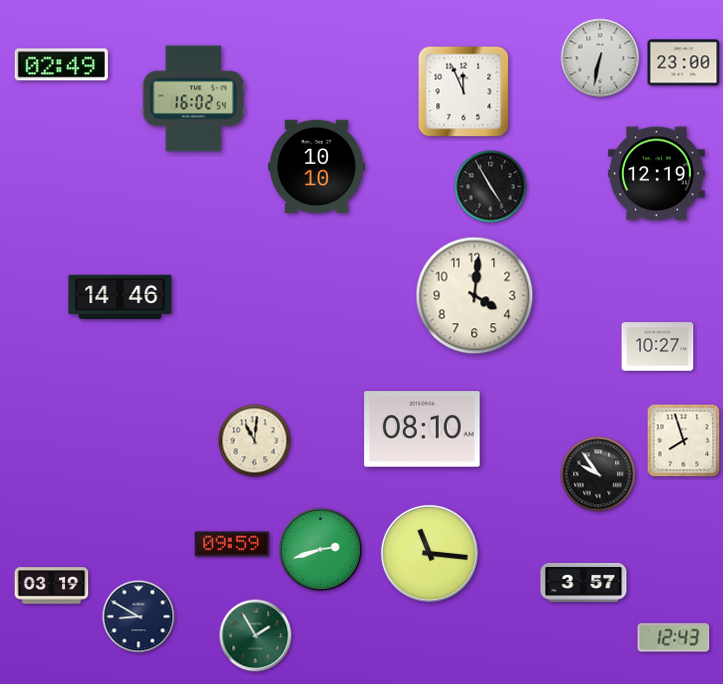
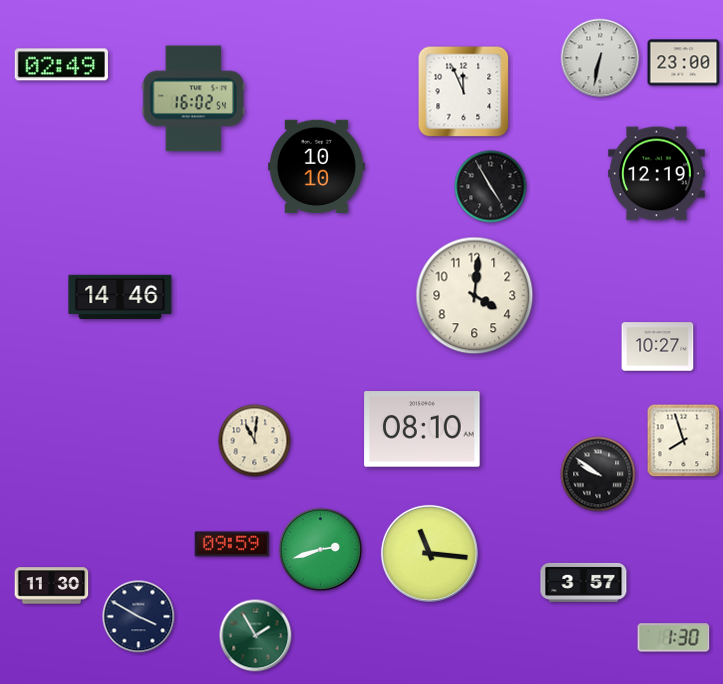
clock at (598, 474): 9:54 -> 9:51
clock at (52, 586): 03:19 -> 11:30
clock at (139, 617): 8:50 -> 3:50
clock at (674, 638): 12:43 -> 1:30
